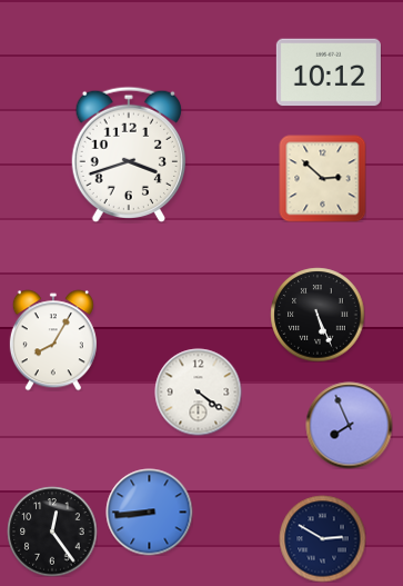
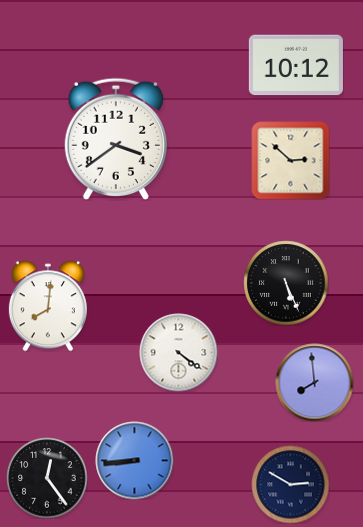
clock at (128, 153): 3:42 -> 3:39
clock at (53, 340): 8:05 -> 8:01
clock at (349, 425): 7:56 -> 7:59
